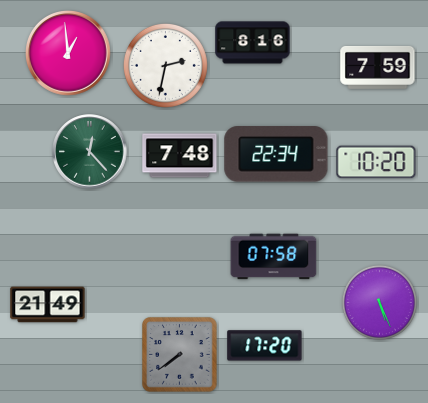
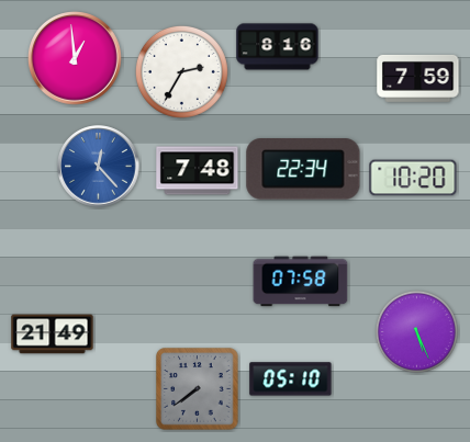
clock at (165, 65): 2:32 -> 2:35
clock at (378, 67) position: (378, 67) -> (418, 78)
clock at (90, 152) dial: green -> blue
clock at (265, 346): 17:20 -> 05:10
